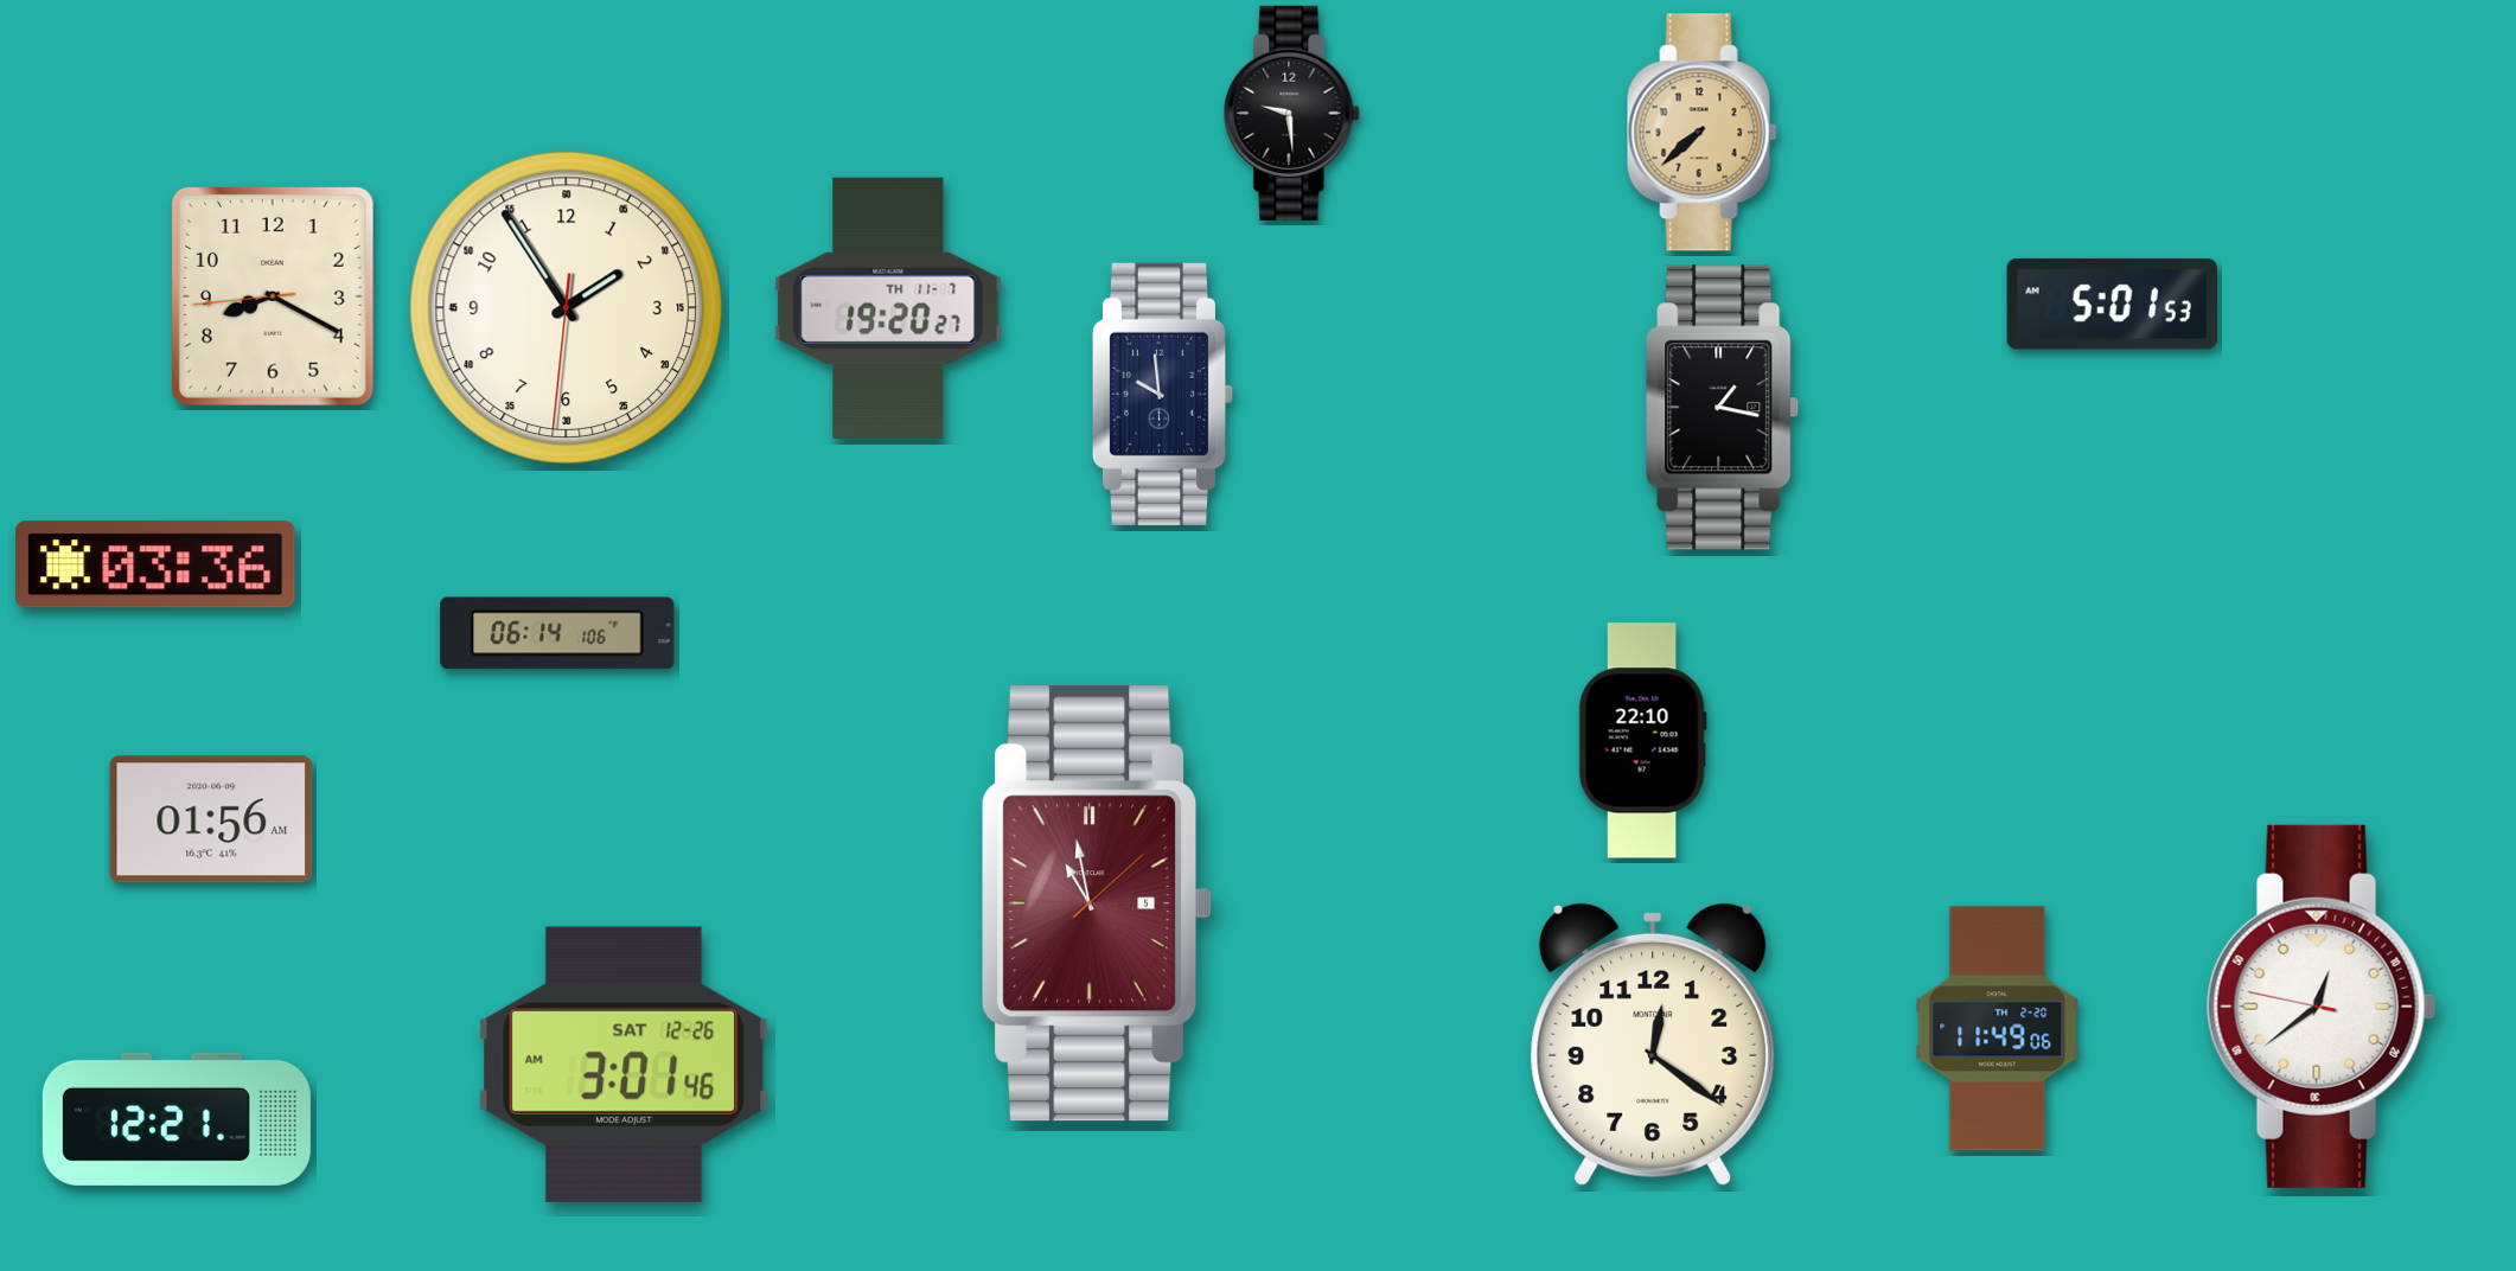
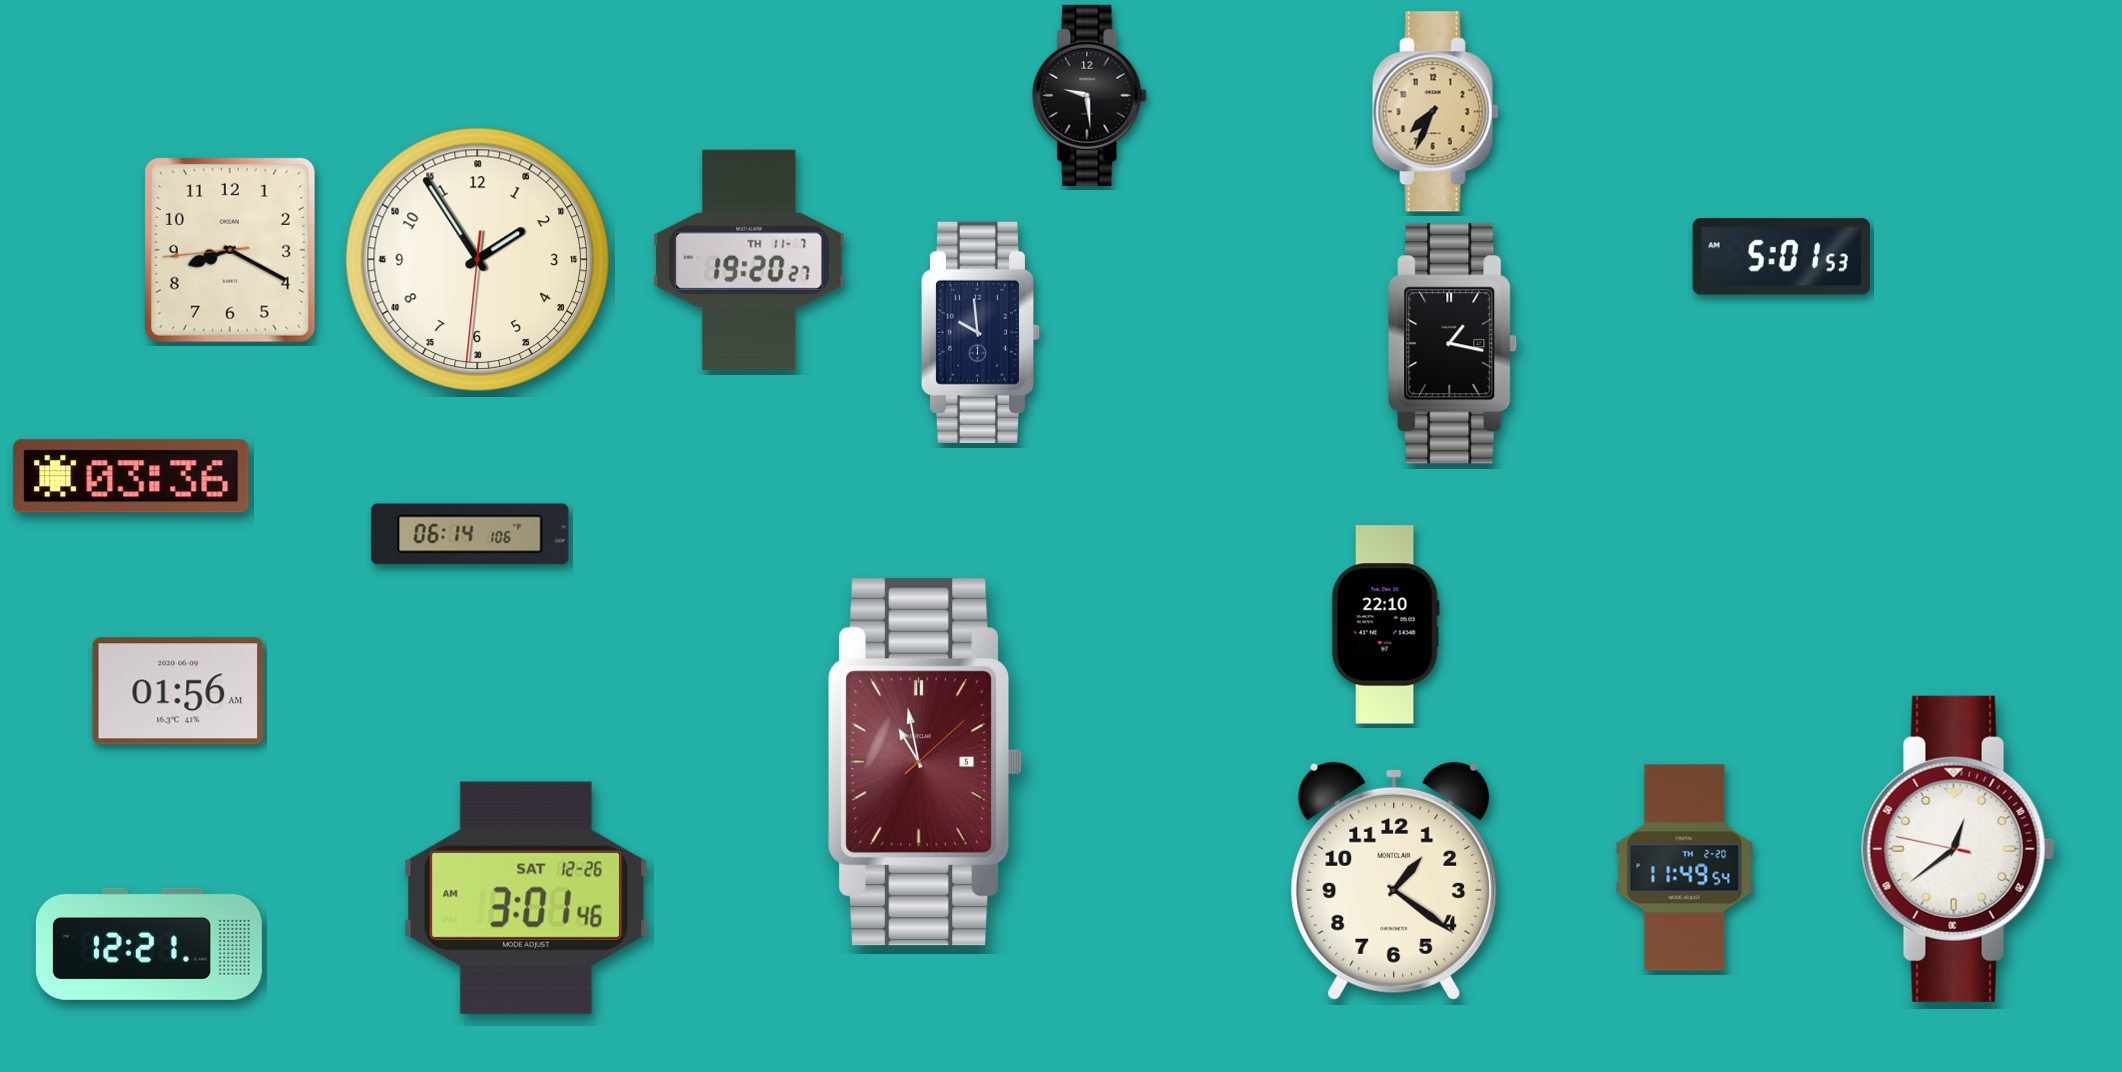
clock at (1701, 133): 7:38 -> 7:34
clock at (1998, 1029): 11:49:06 -> 11:49:54
clock at (1653, 1045): 12:21 -> 1:21
